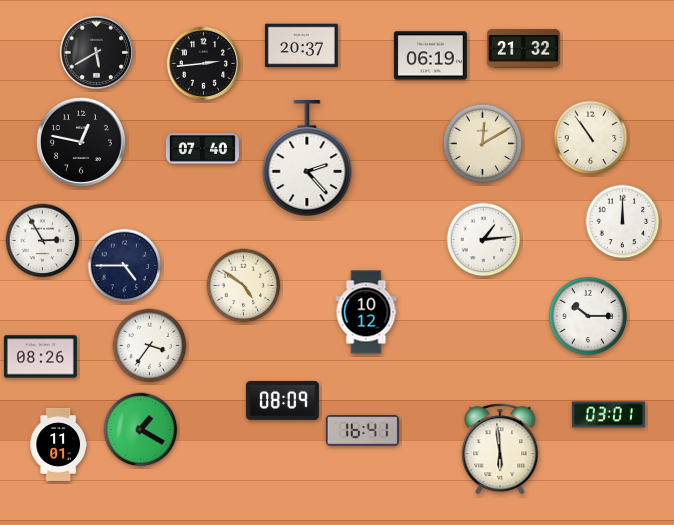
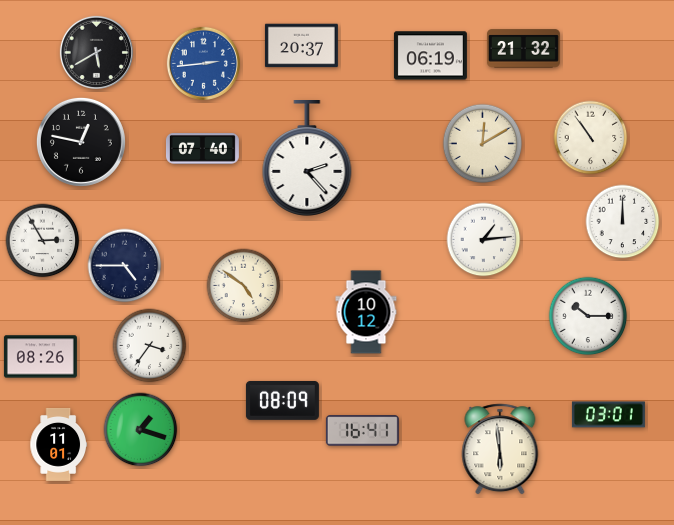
clock at (203, 63) dial: black -> blue
clock at (141, 430): 1:20 -> 1:18
